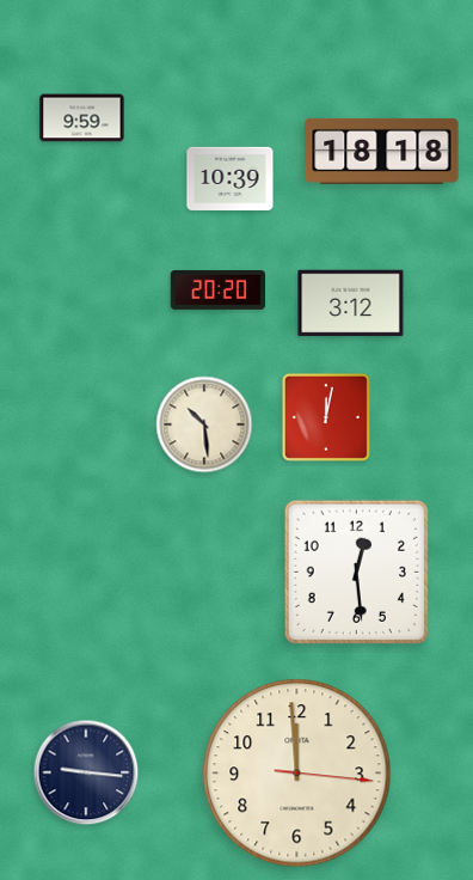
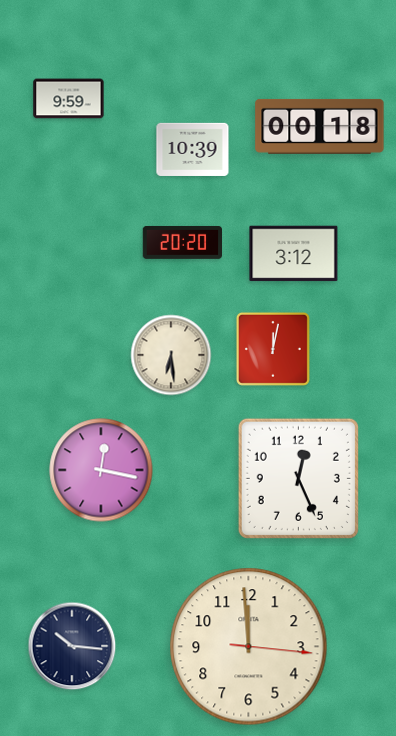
clock at (382, 151): 18:18 -> 00:18
clock at (204, 424): 10:29 -> 6:29
clock at (101, 470): none -> 12:17
clock at (356, 572): 12:29 -> 12:26
clock at (86, 772): 9:16 -> 10:16
